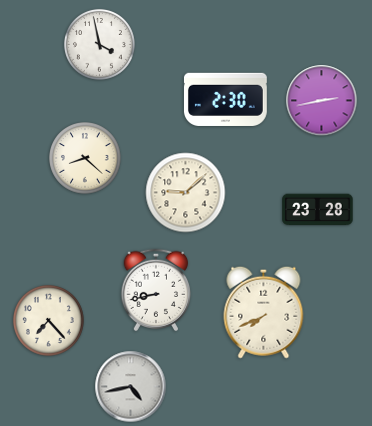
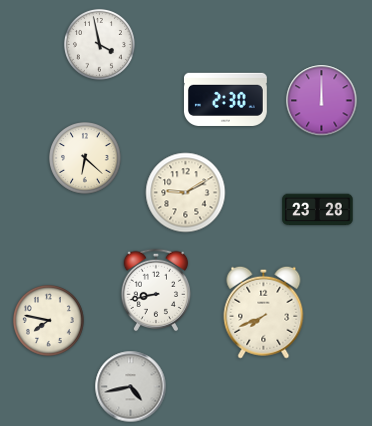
clock at (322, 101): 2:43 -> 12:00
clock at (86, 159): 8:22 -> 6:22
clock at (186, 193): 9:08 -> 9:10
clock at (48, 320): 7:23 -> 7:47
